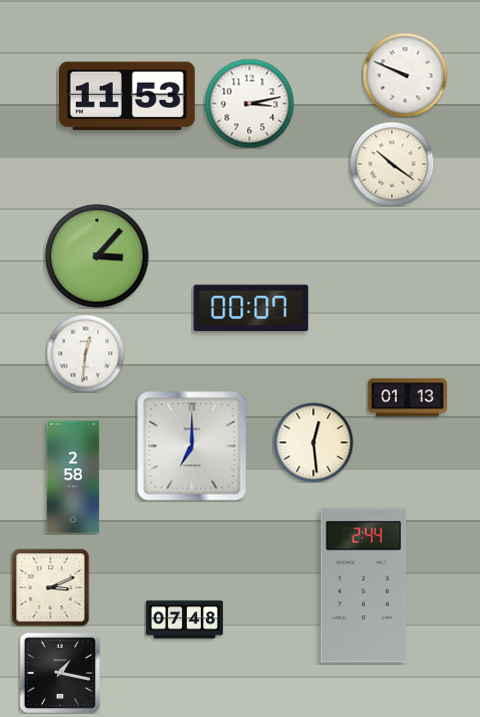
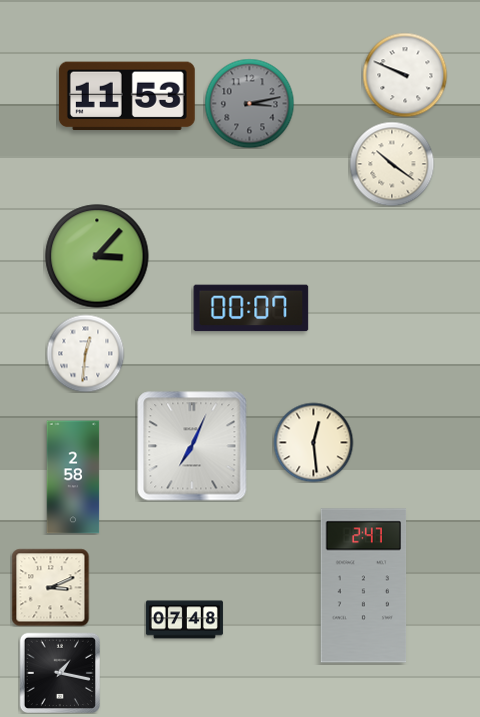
clock at (249, 103) dial: white -> grey
clock at (407, 398): 01:13 -> none
clock at (192, 446): 7:00 -> 7:04
clock at (364, 586): 2:44 -> 2:47
